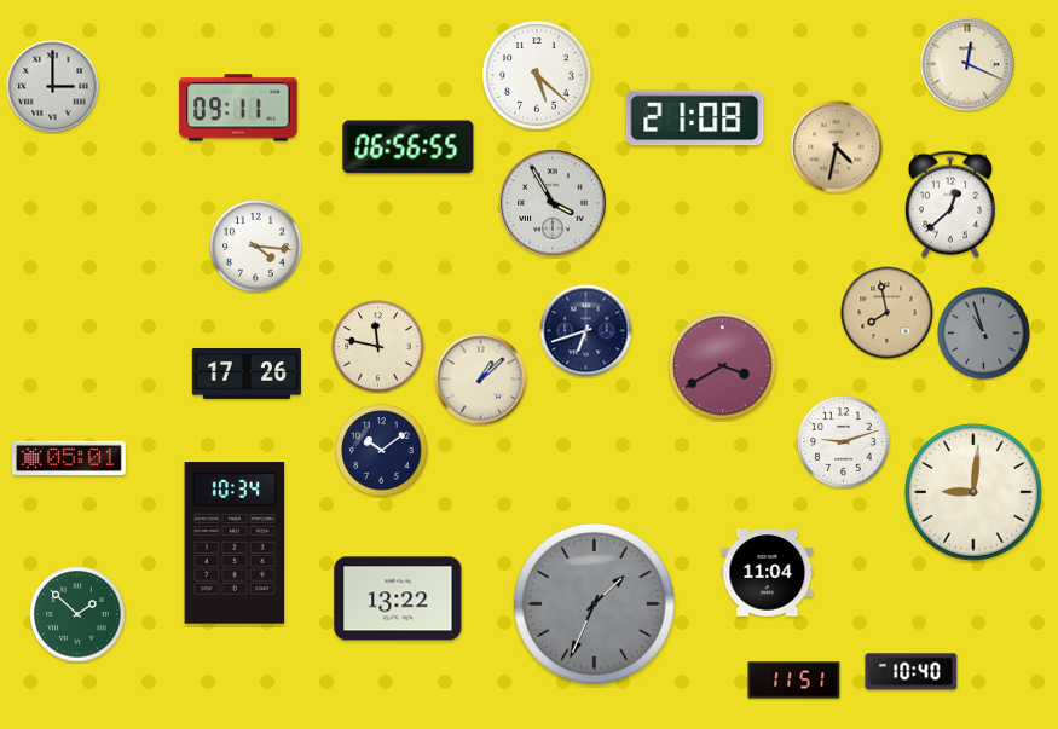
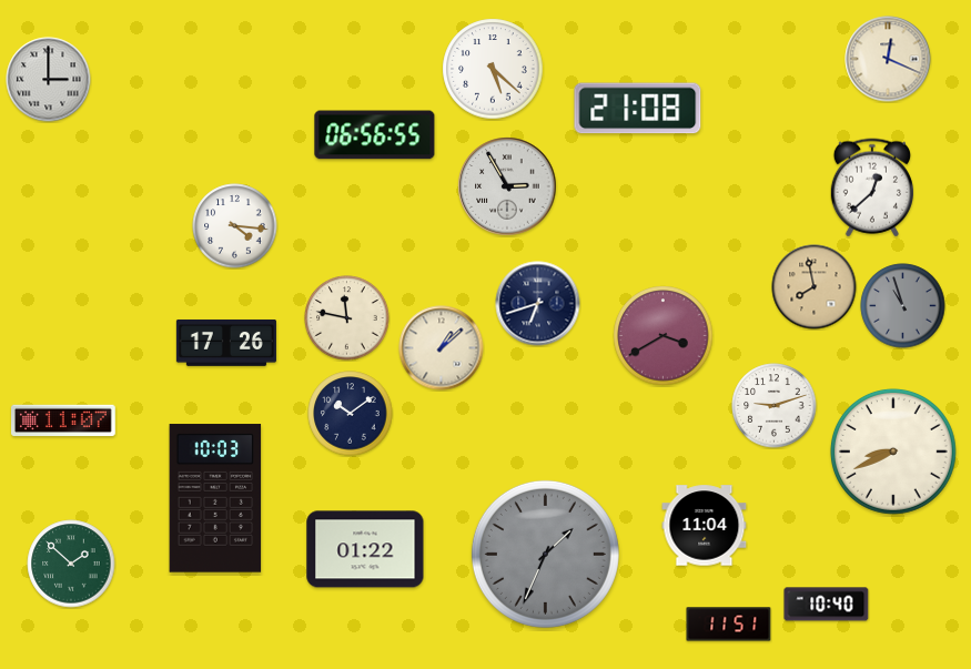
clock at (238, 108): 09:11 -> none
clock at (837, 147): 4:32 -> none
clock at (553, 203): 3:55 -> 2:55
clock at (70, 458): 05:01 -> 11:07
clock at (973, 492): 9:01 -> 8:41
clock at (235, 543): 10:34 -> 10:03
clock at (398, 598): 13:22 -> 01:22
clock at (912, 672) position: (912, 672) -> (827, 605)
